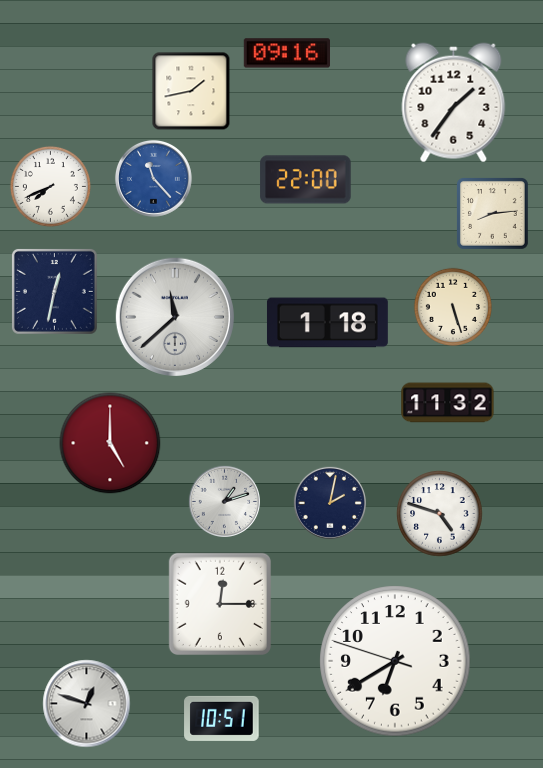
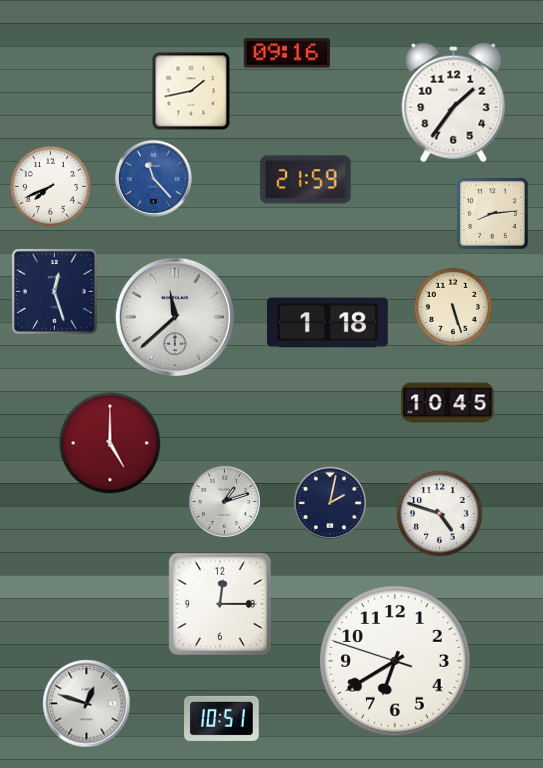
clock at (306, 180): 22:00 -> 21:59
clock at (54, 291): 12:32 -> 12:27
clock at (448, 403): 11:32 -> 10:45
